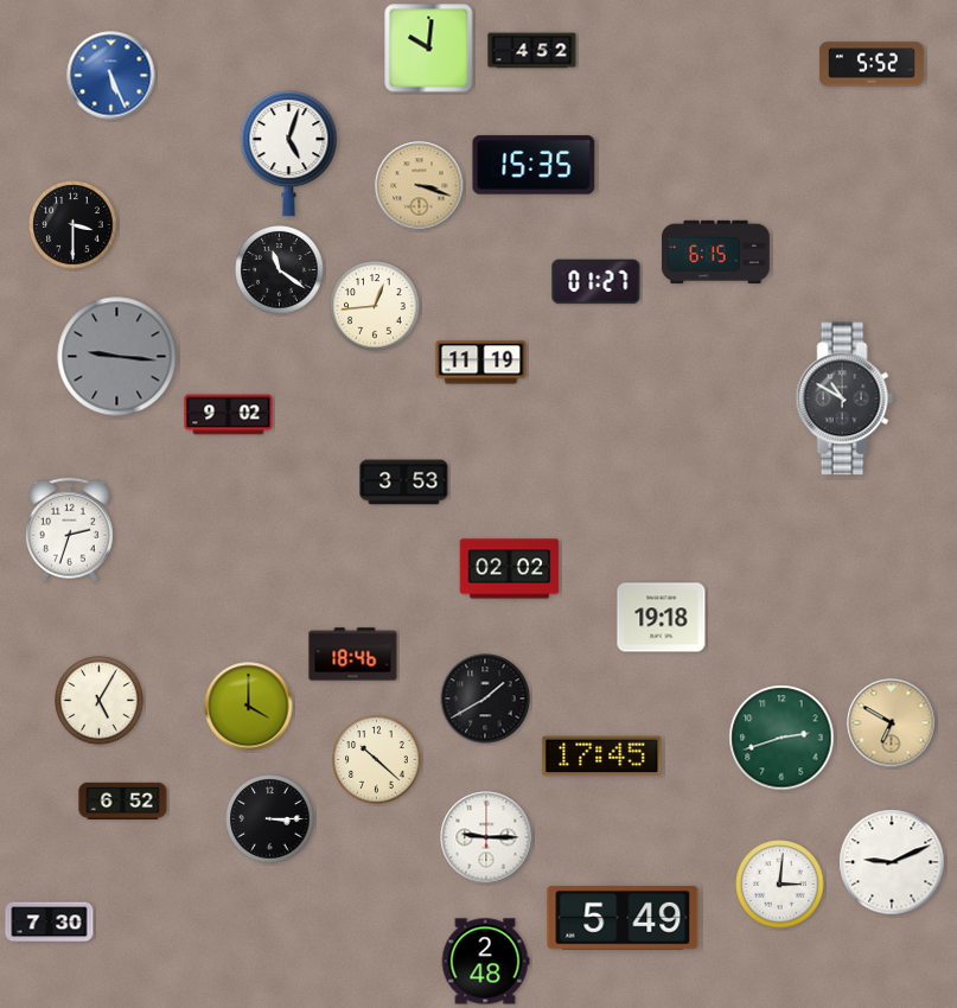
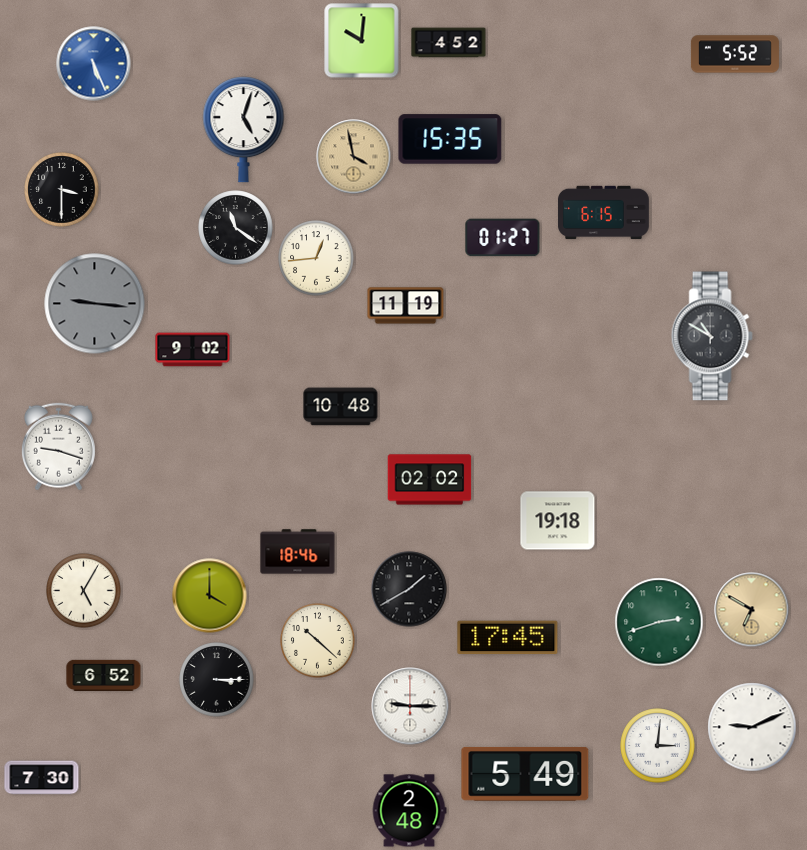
clock at (420, 186): 3:18 -> 3:58
clock at (117, 357) position: (117, 357) -> (95, 304)
clock at (404, 483): 3:53 -> 10:48
clock at (69, 530): 2:33 -> 9:18
clock at (270, 819) position: (270, 819) -> (217, 680)
